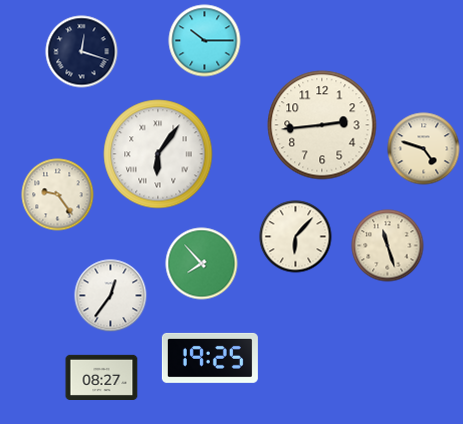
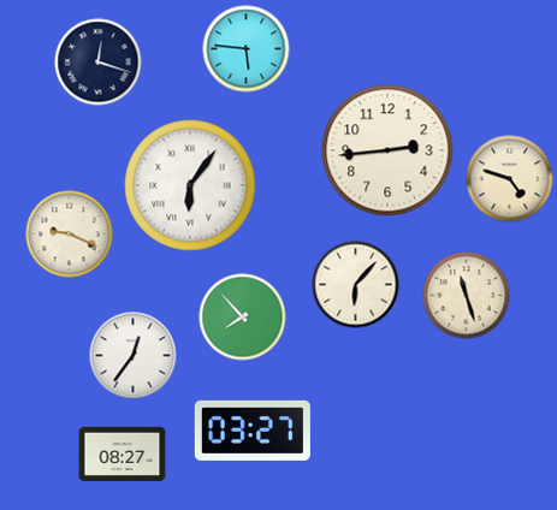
clock at (205, 41): 10:15 -> 5:46
clock at (58, 195): 9:24 -> 9:19
clock at (210, 358): 19:25 -> 03:27
